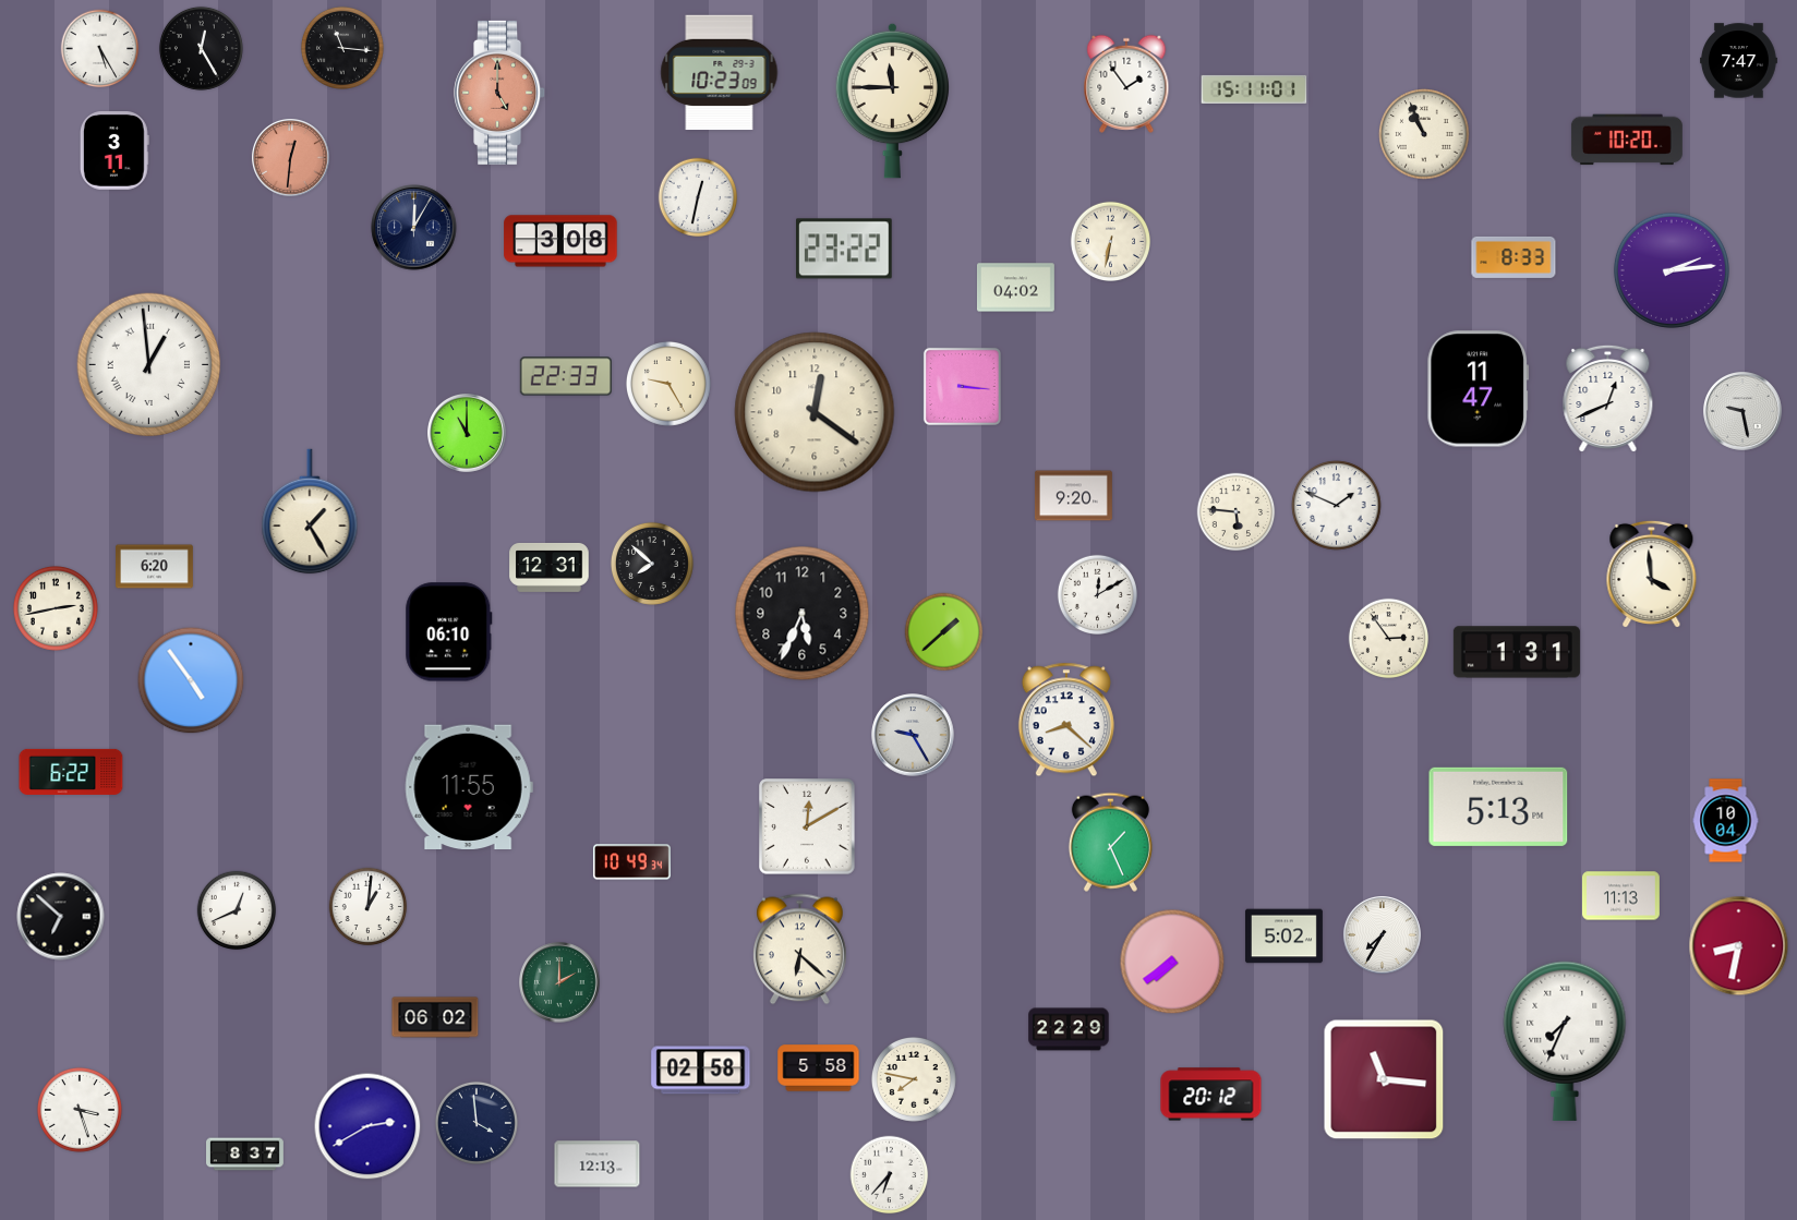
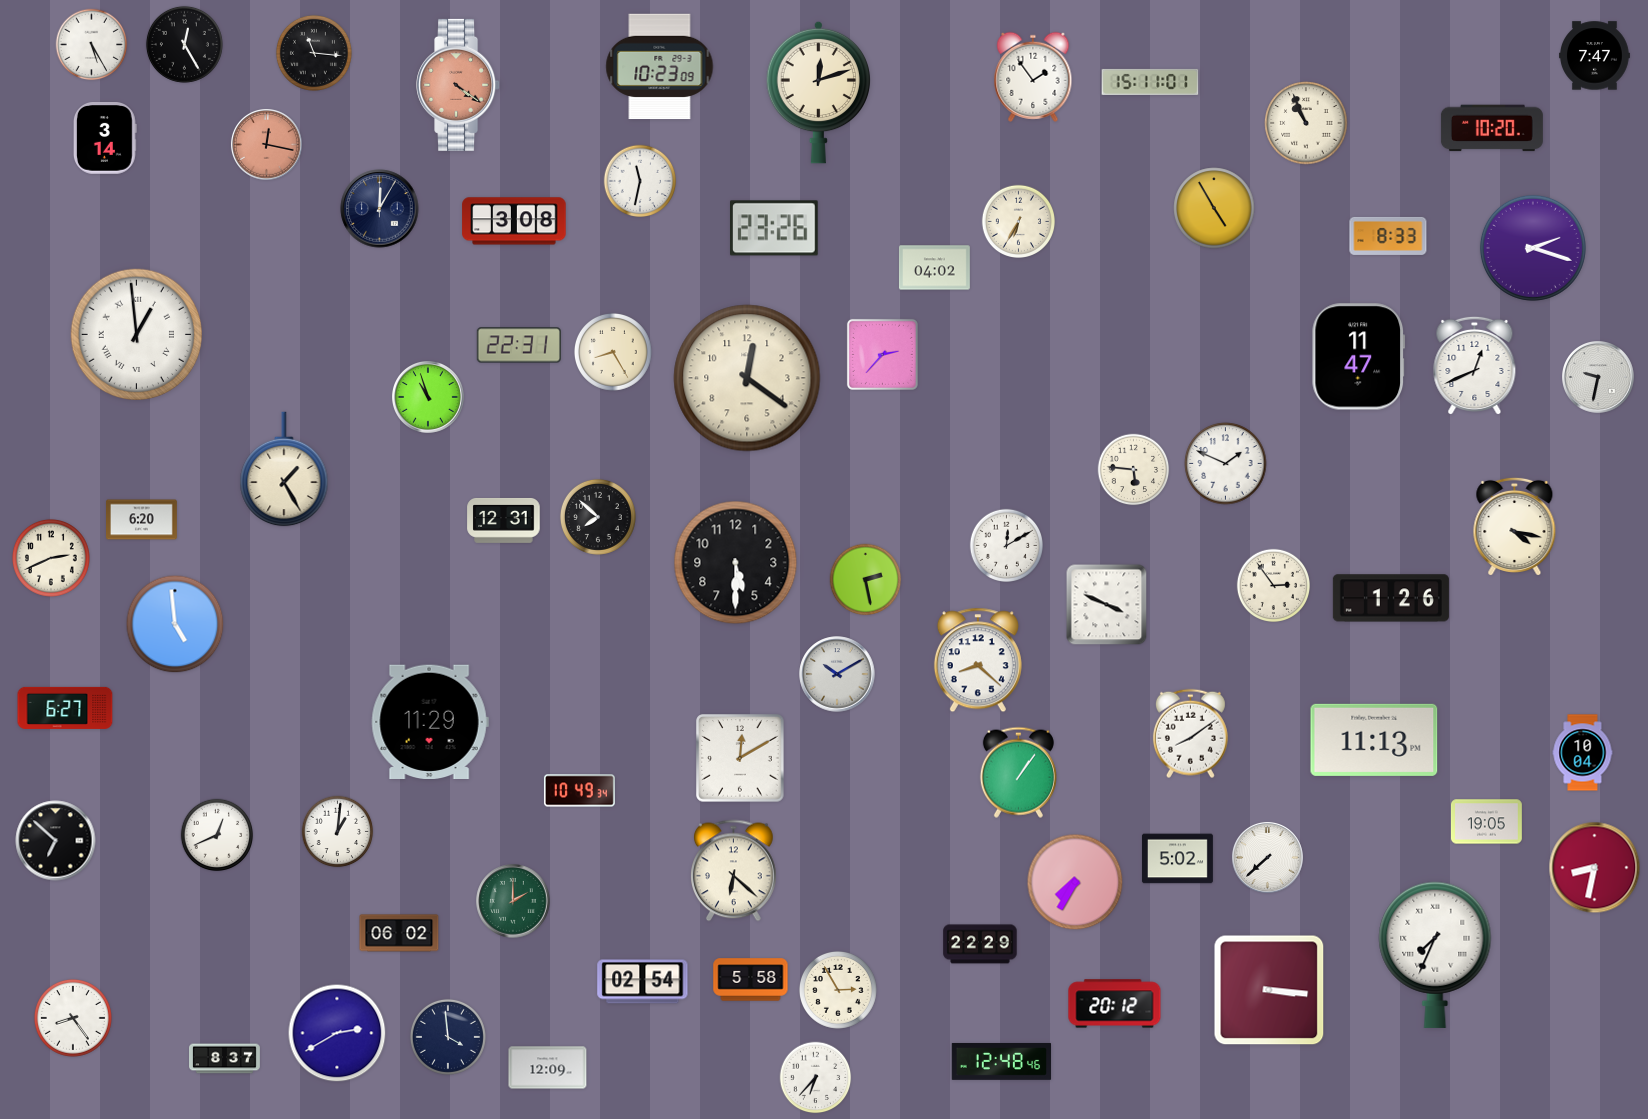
clock at (342, 48) position: (342, 48) -> (314, 53)
clock at (500, 93): 5:00 -> 4:21
clock at (893, 100): 11:45 -> 12:12
clock at (114, 152): 3:11 -> 3:14
clock at (290, 157): 12:31 -> 12:17
clock at (698, 197): 12:32 -> 11:32
clock at (1214, 208): none -> 4:55
clock at (1110, 241): 6:32 -> 6:35
clock at (845, 249): 23:22 -> 23:26
clock at (1672, 270): 2:14 -> 2:18
clock at (1015, 288) position: (1015, 288) -> (934, 268)
clock at (565, 376): 22:33 -> 22:31
clock at (668, 384): 9:25 -> 8:25
clock at (962, 386): 3:16 -> 2:37
clock at (1479, 389) position: (1479, 389) -> (1359, 357)
clock at (1744, 412): 9:28 -> 9:32
clock at (468, 434): 11:00 -> 10:57
clock at (1074, 496): 9:20 -> none
clock at (1652, 573): 3:59 -> 4:17
clock at (56, 608): 2:43 -> 2:41
clock at (803, 614): 5:34 -> 5:30
clock at (449, 632): 06:10 -> none
clock at (944, 632): 1:38 -> 2:28
clock at (1517, 652): 1:31 -> 1:26
clock at (1107, 605): none -> 3:49
clock at (191, 680): 4:54 -> 4:59
clock at (913, 735): 9:25 -> 10:10
clock at (71, 772): 6:22 -> 6:27
clock at (469, 786): 11:55 -> 11:29
clock at (1190, 734): none -> 8:09
clock at (1498, 807): 5:13 -> 11:13
clock at (1110, 842): 1:26 -> 1:06
clock at (1620, 896): 11:13 -> 19:05
clock at (1382, 934): 7:35 -> 7:38
clock at (1172, 962): 7:39 -> 7:35
clock at (701, 1071): 02:58 -> 02:54
clock at (914, 1079): 7:47 -> 2:55
clock at (1384, 1079): 11:16 -> 3:16
clock at (1211, 1095) position: (1211, 1095) -> (1115, 1004)
clock at (80, 1110): 3:27 -> 8:24
clock at (477, 1123) position: (477, 1123) -> (448, 1037)
clock at (1002, 1061): none -> 12:48
clock at (598, 1164): 12:13 -> 12:09
